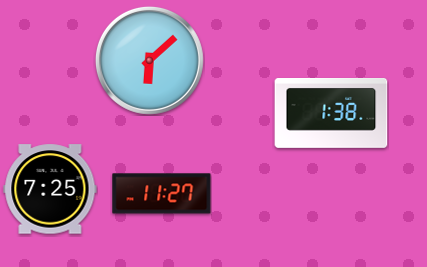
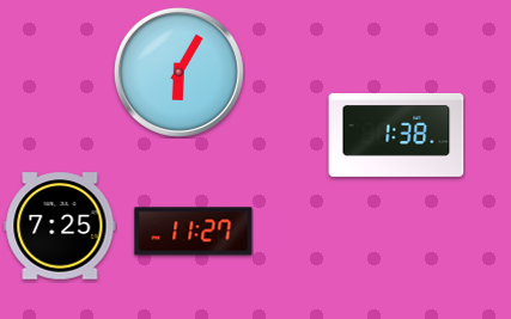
clock at (149, 60): 6:08 -> 6:05
